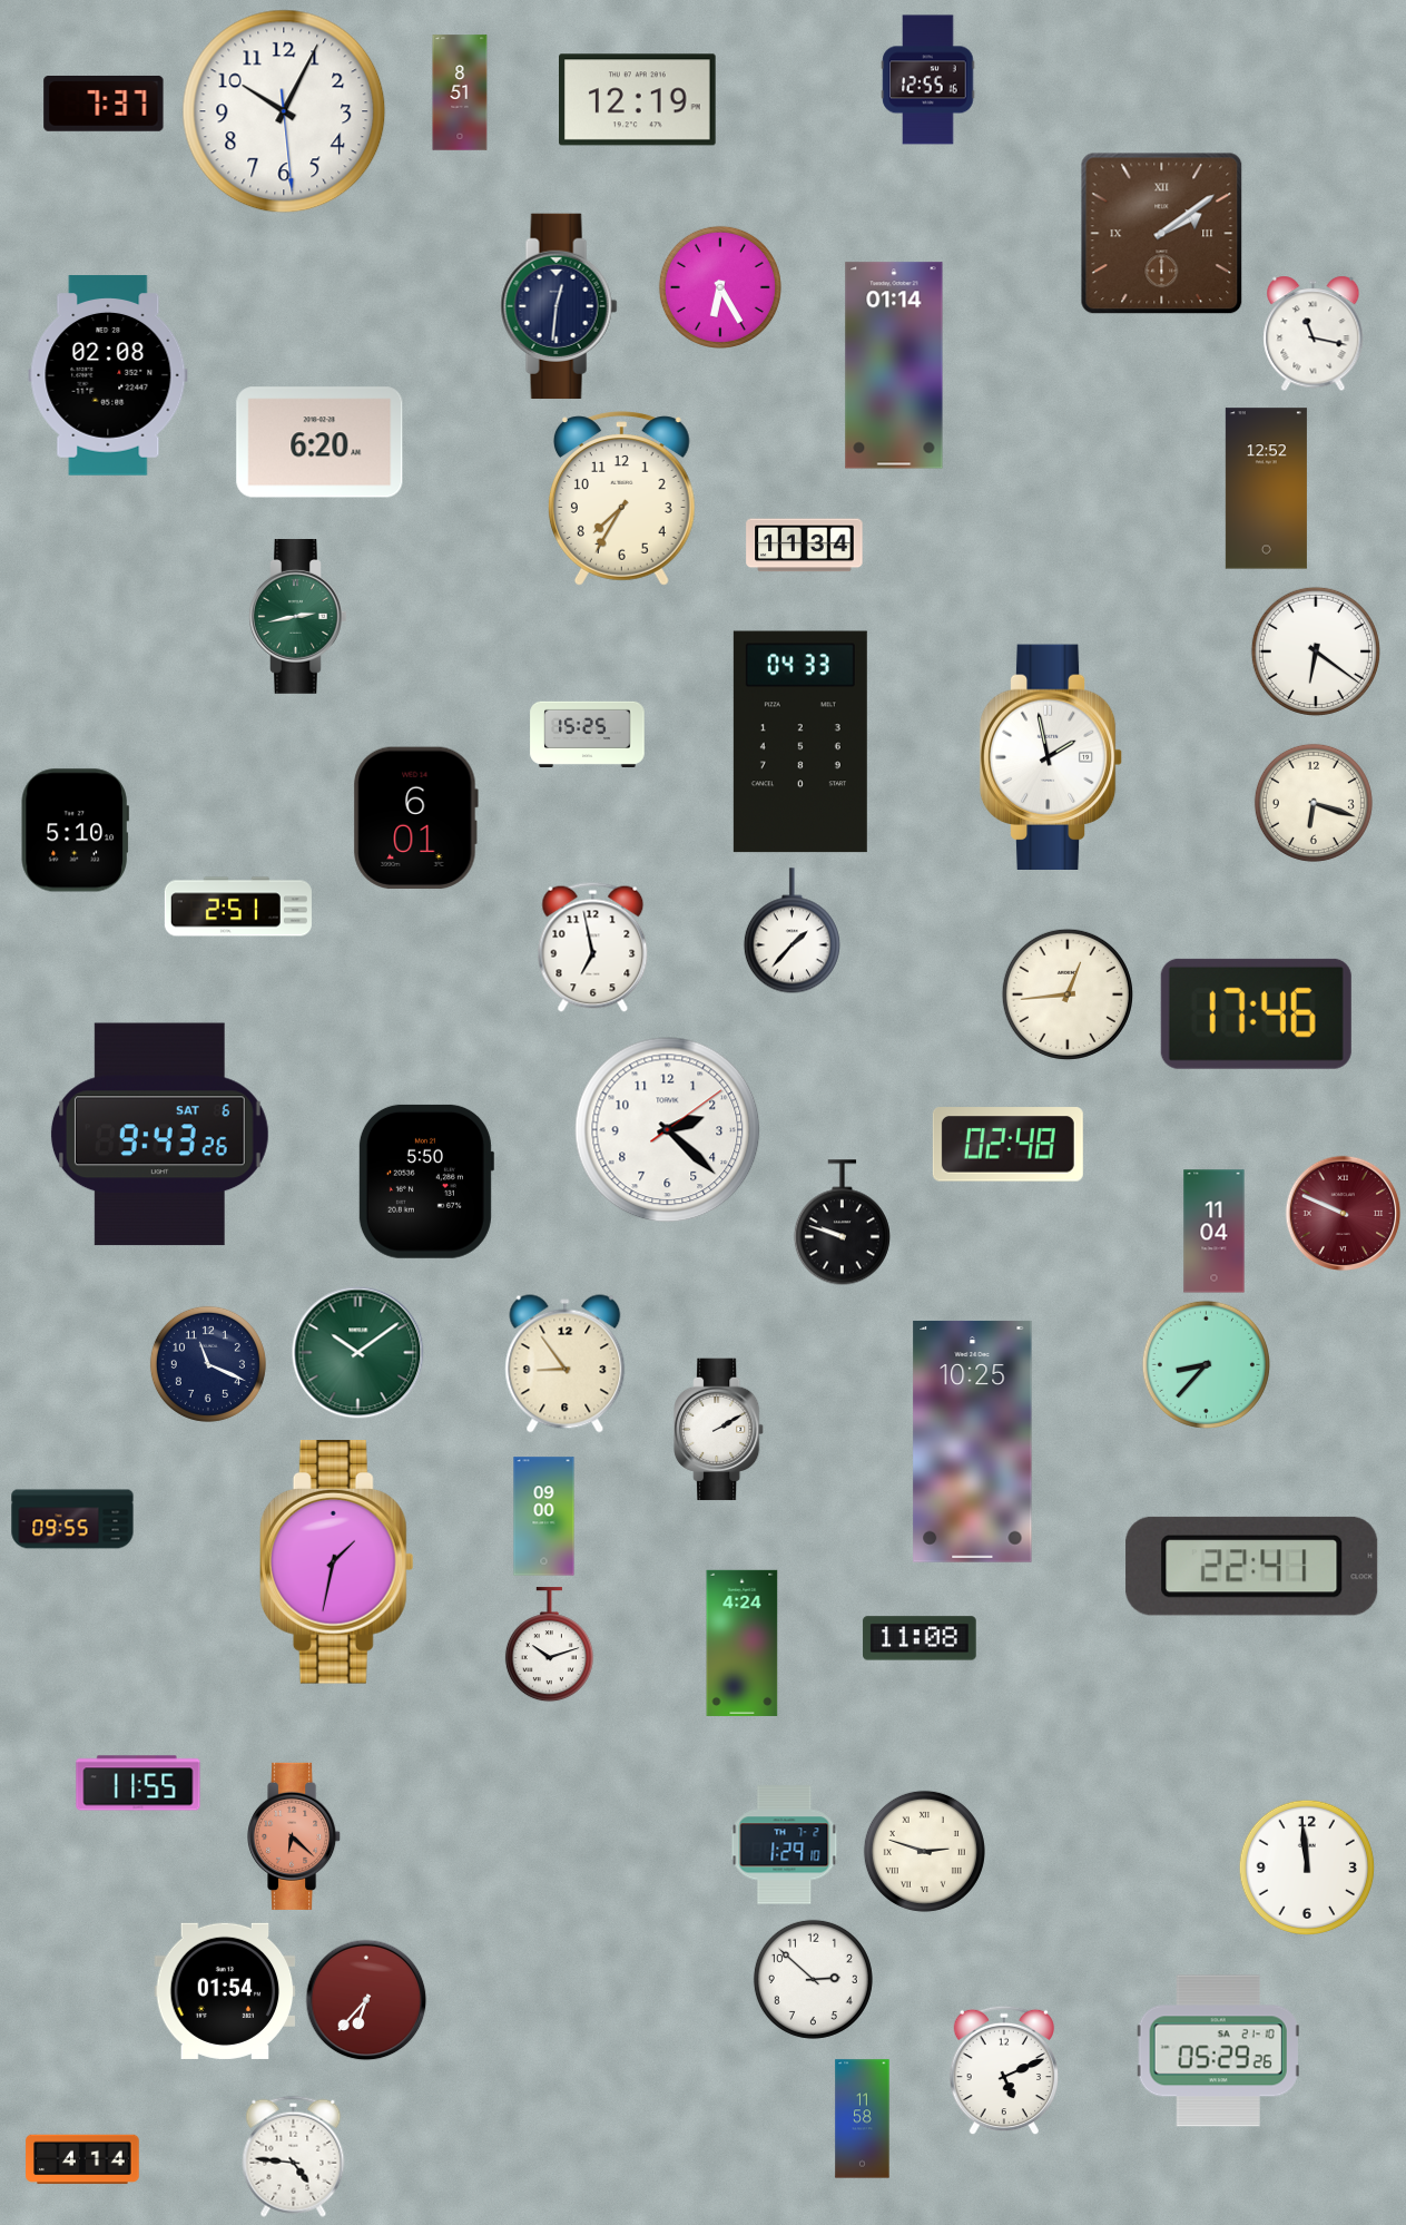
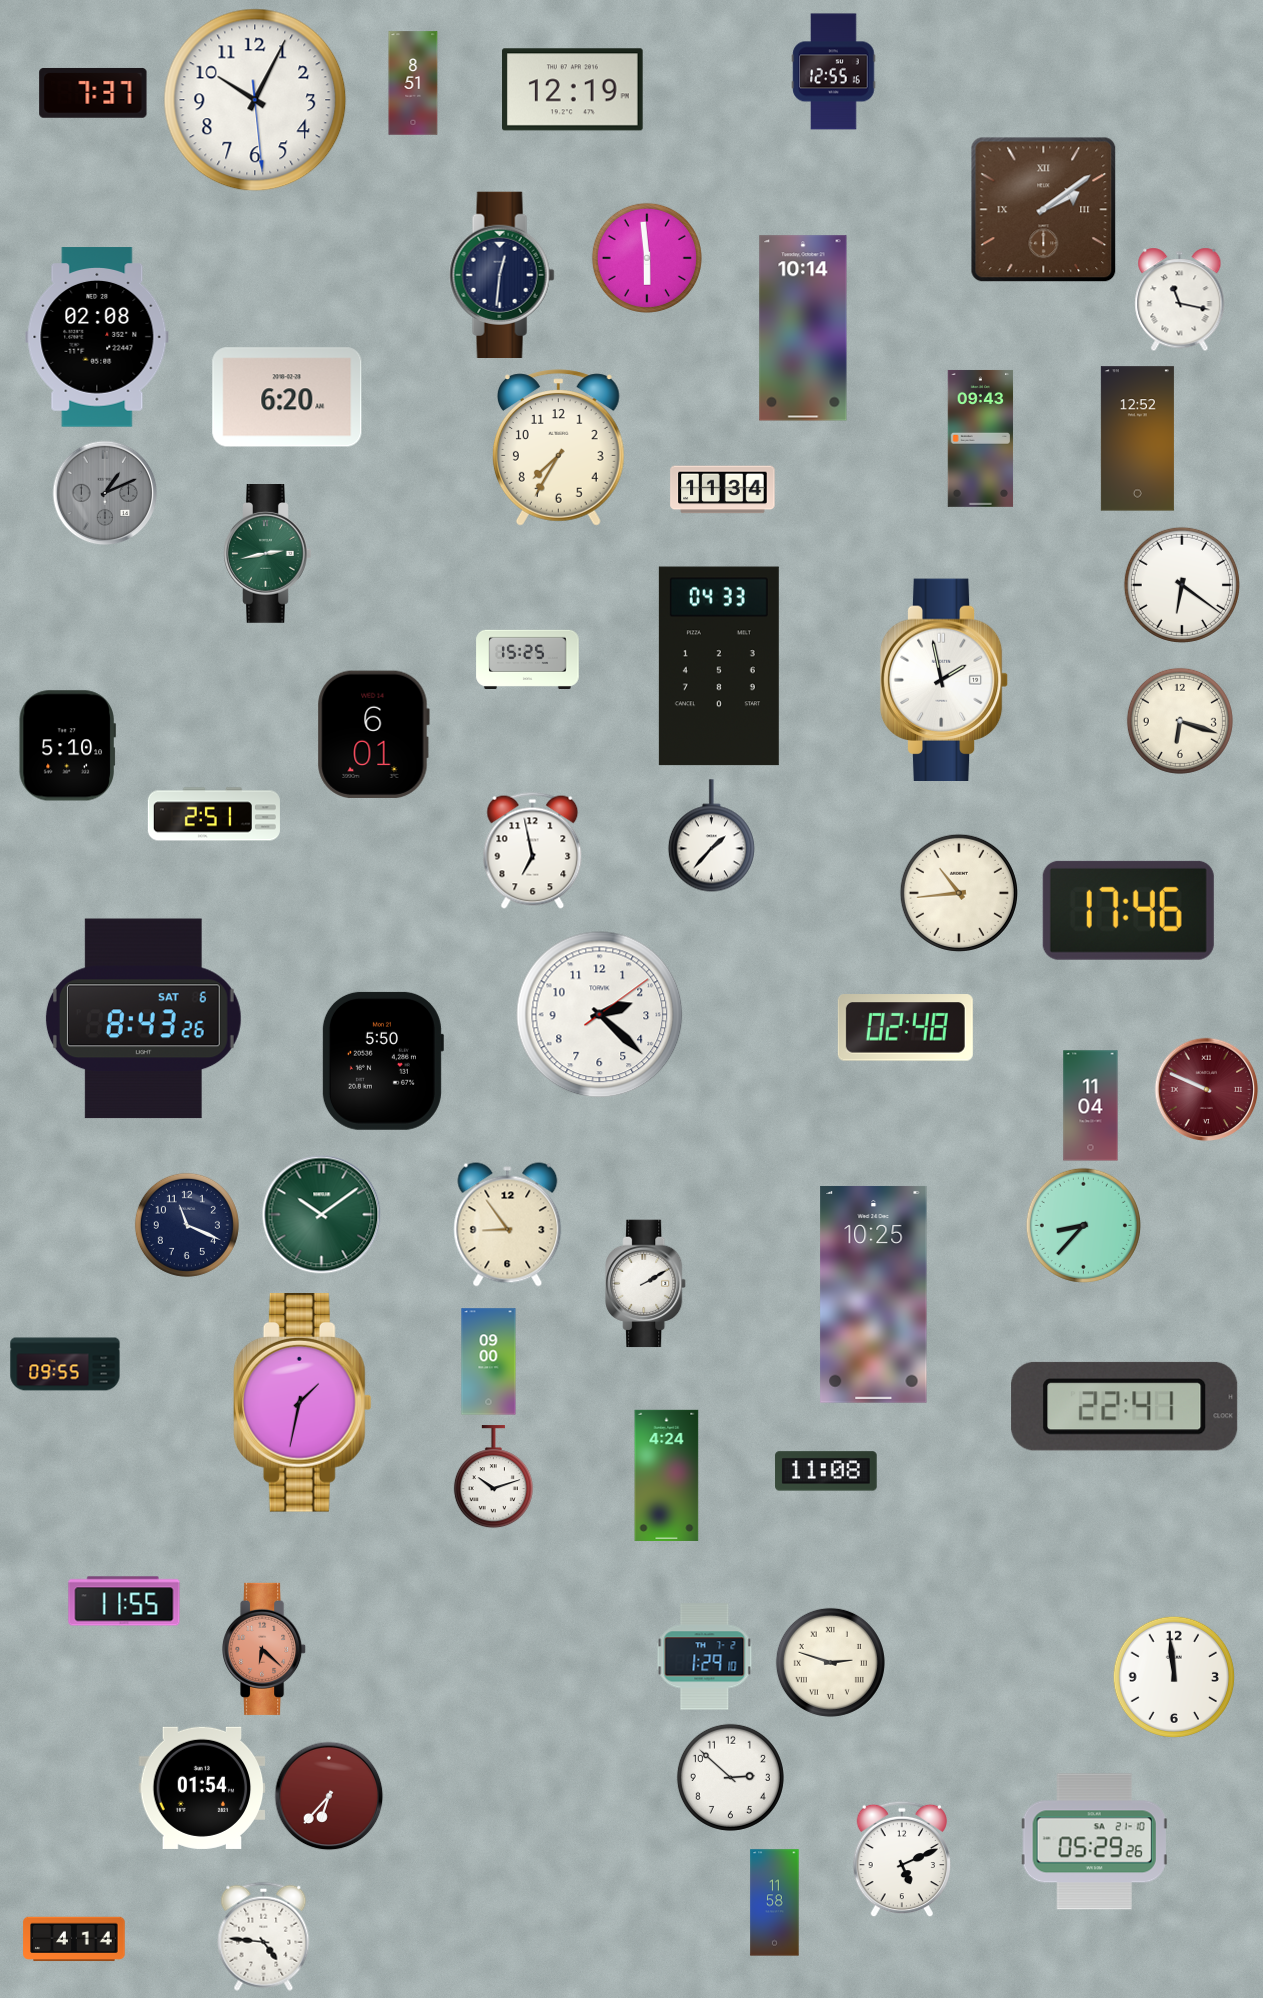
clock at (720, 287): 6:25 -> 5:59
clock at (894, 365): 01:14 -> 10:14
clock at (981, 438): none -> 09:43
clock at (105, 493): none -> 1:11
clock at (1068, 994): 12:44 -> 10:44
clock at (159, 1135): 9:43 -> 8:43
clock at (842, 1223): 9:48 -> none
